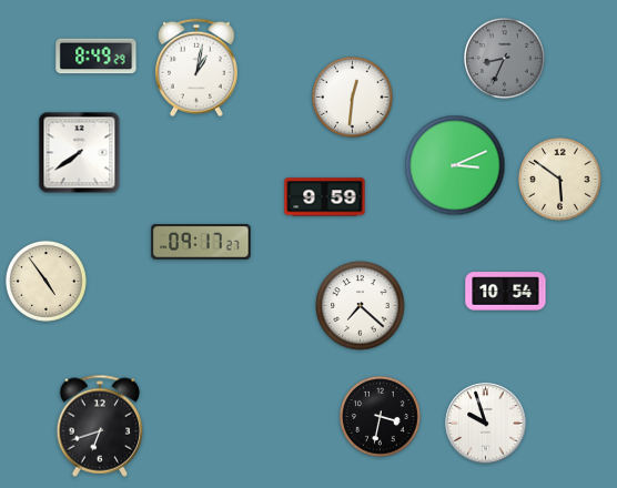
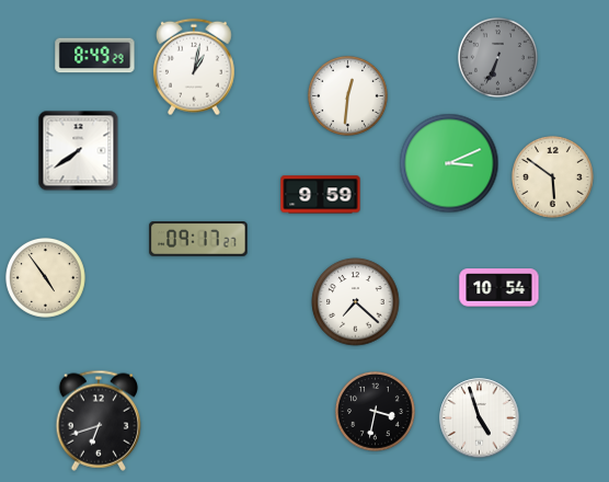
clock at (505, 59): 8:34 -> 6:34
clock at (486, 424): 9:57 -> 4:57
